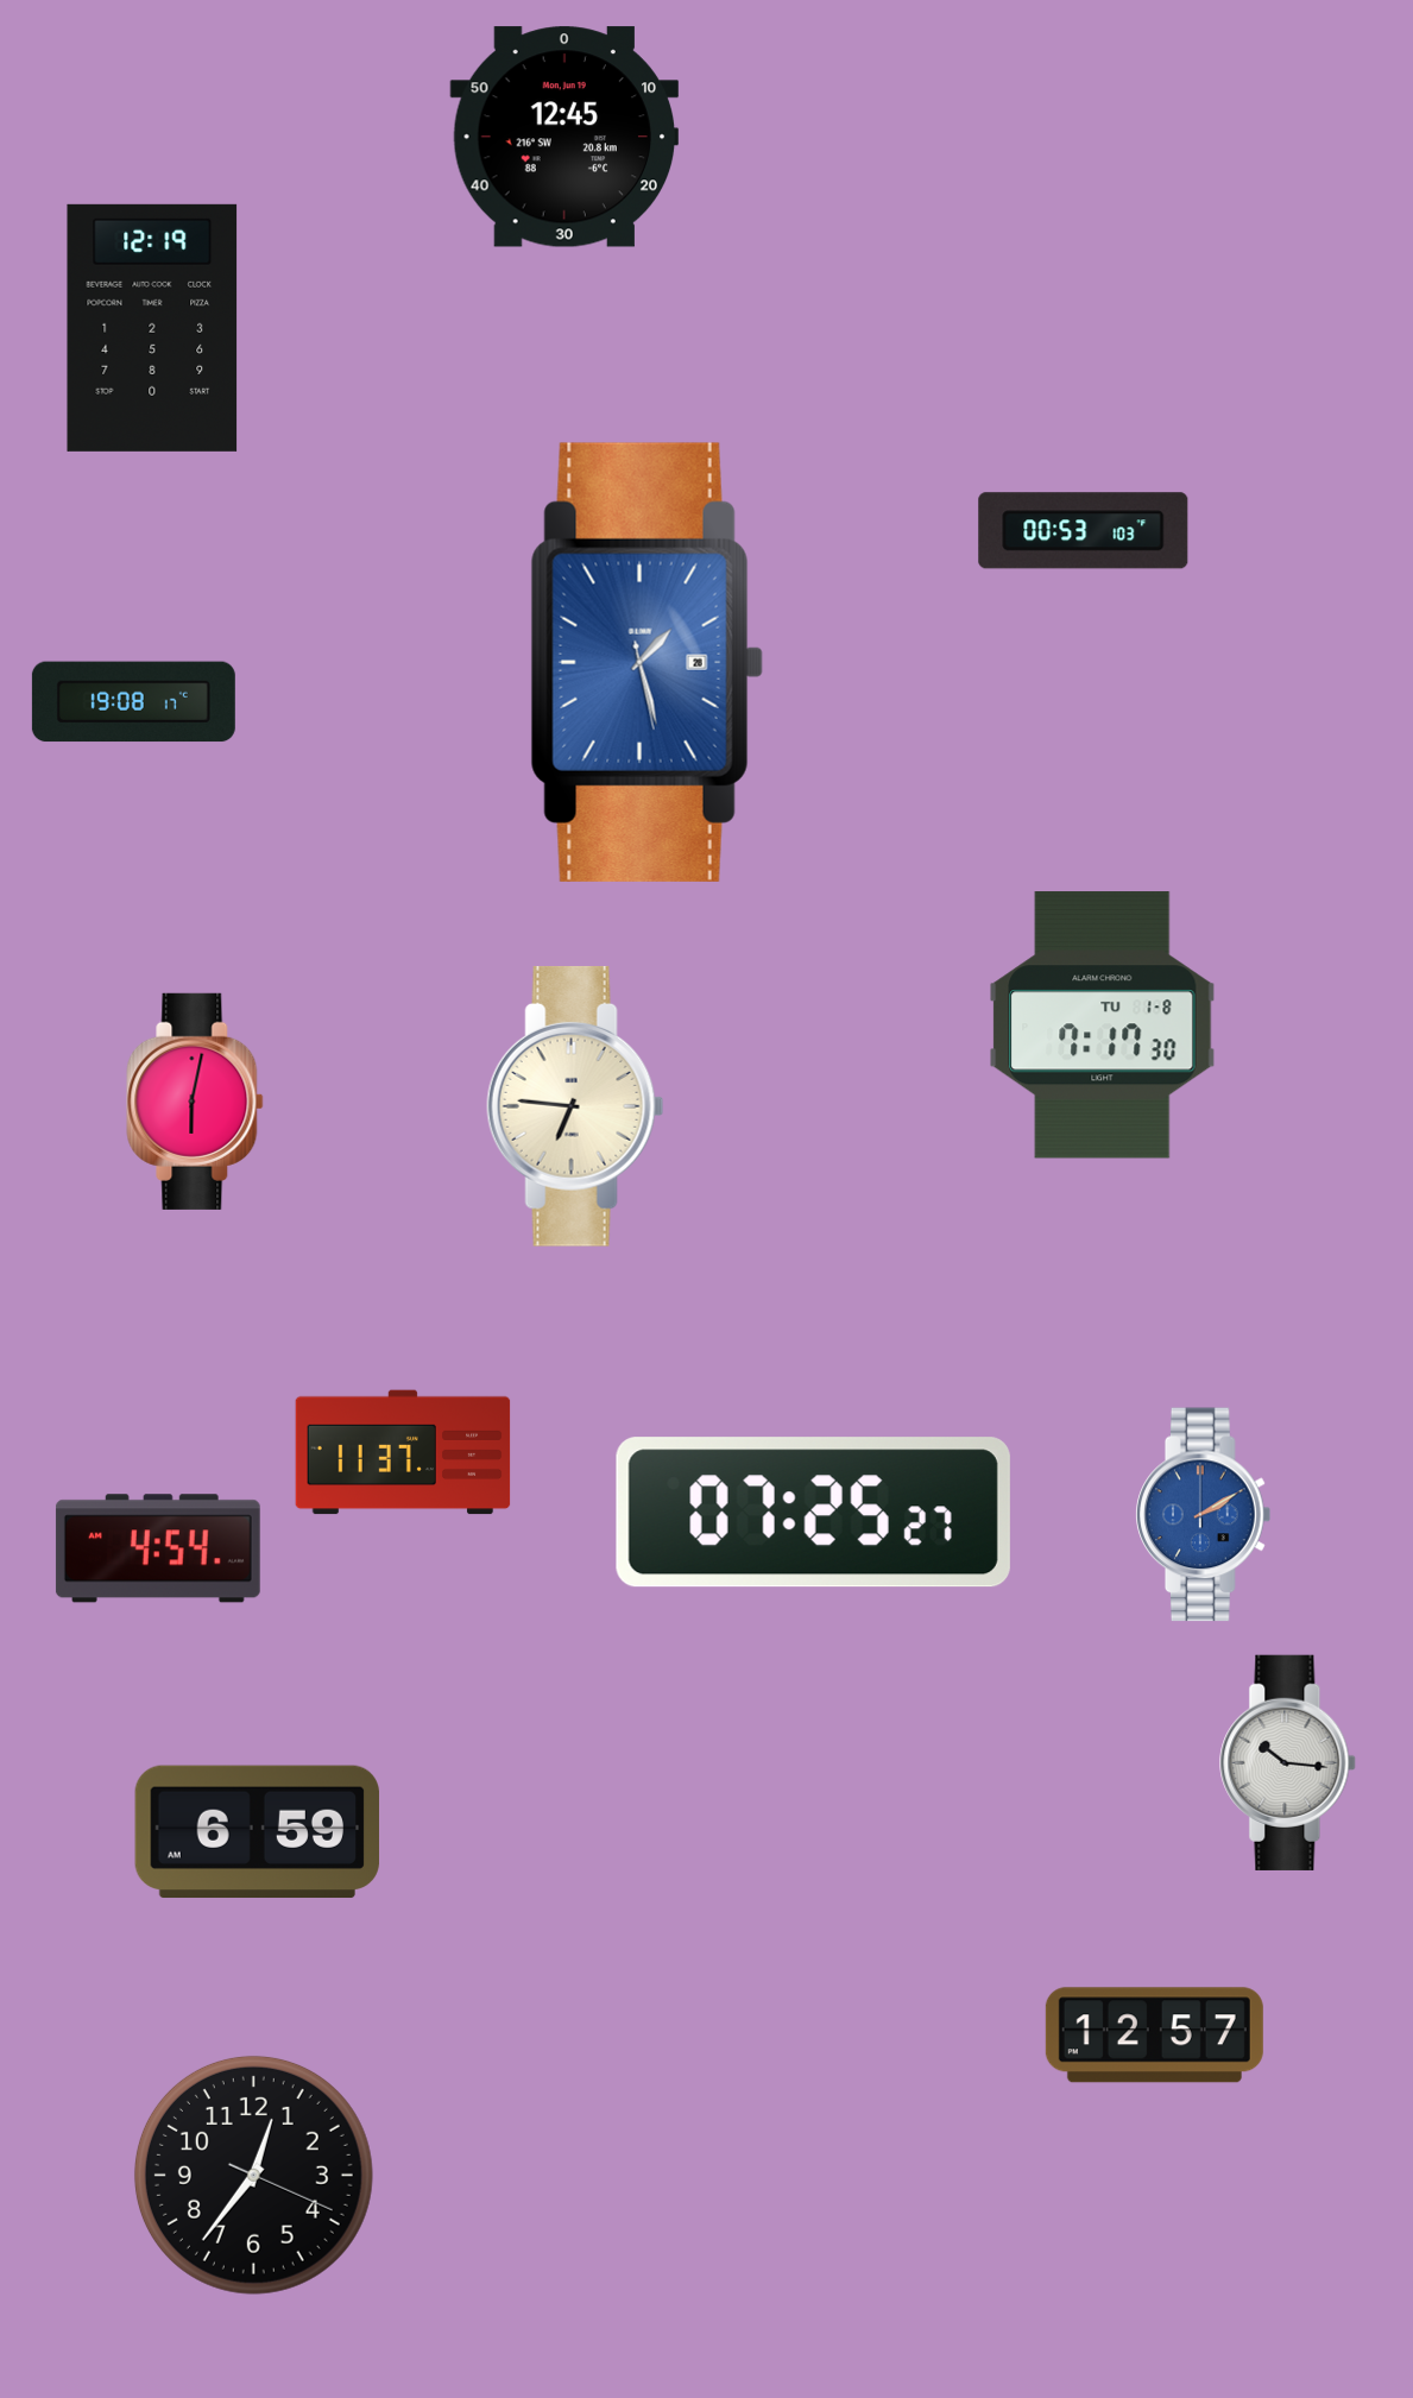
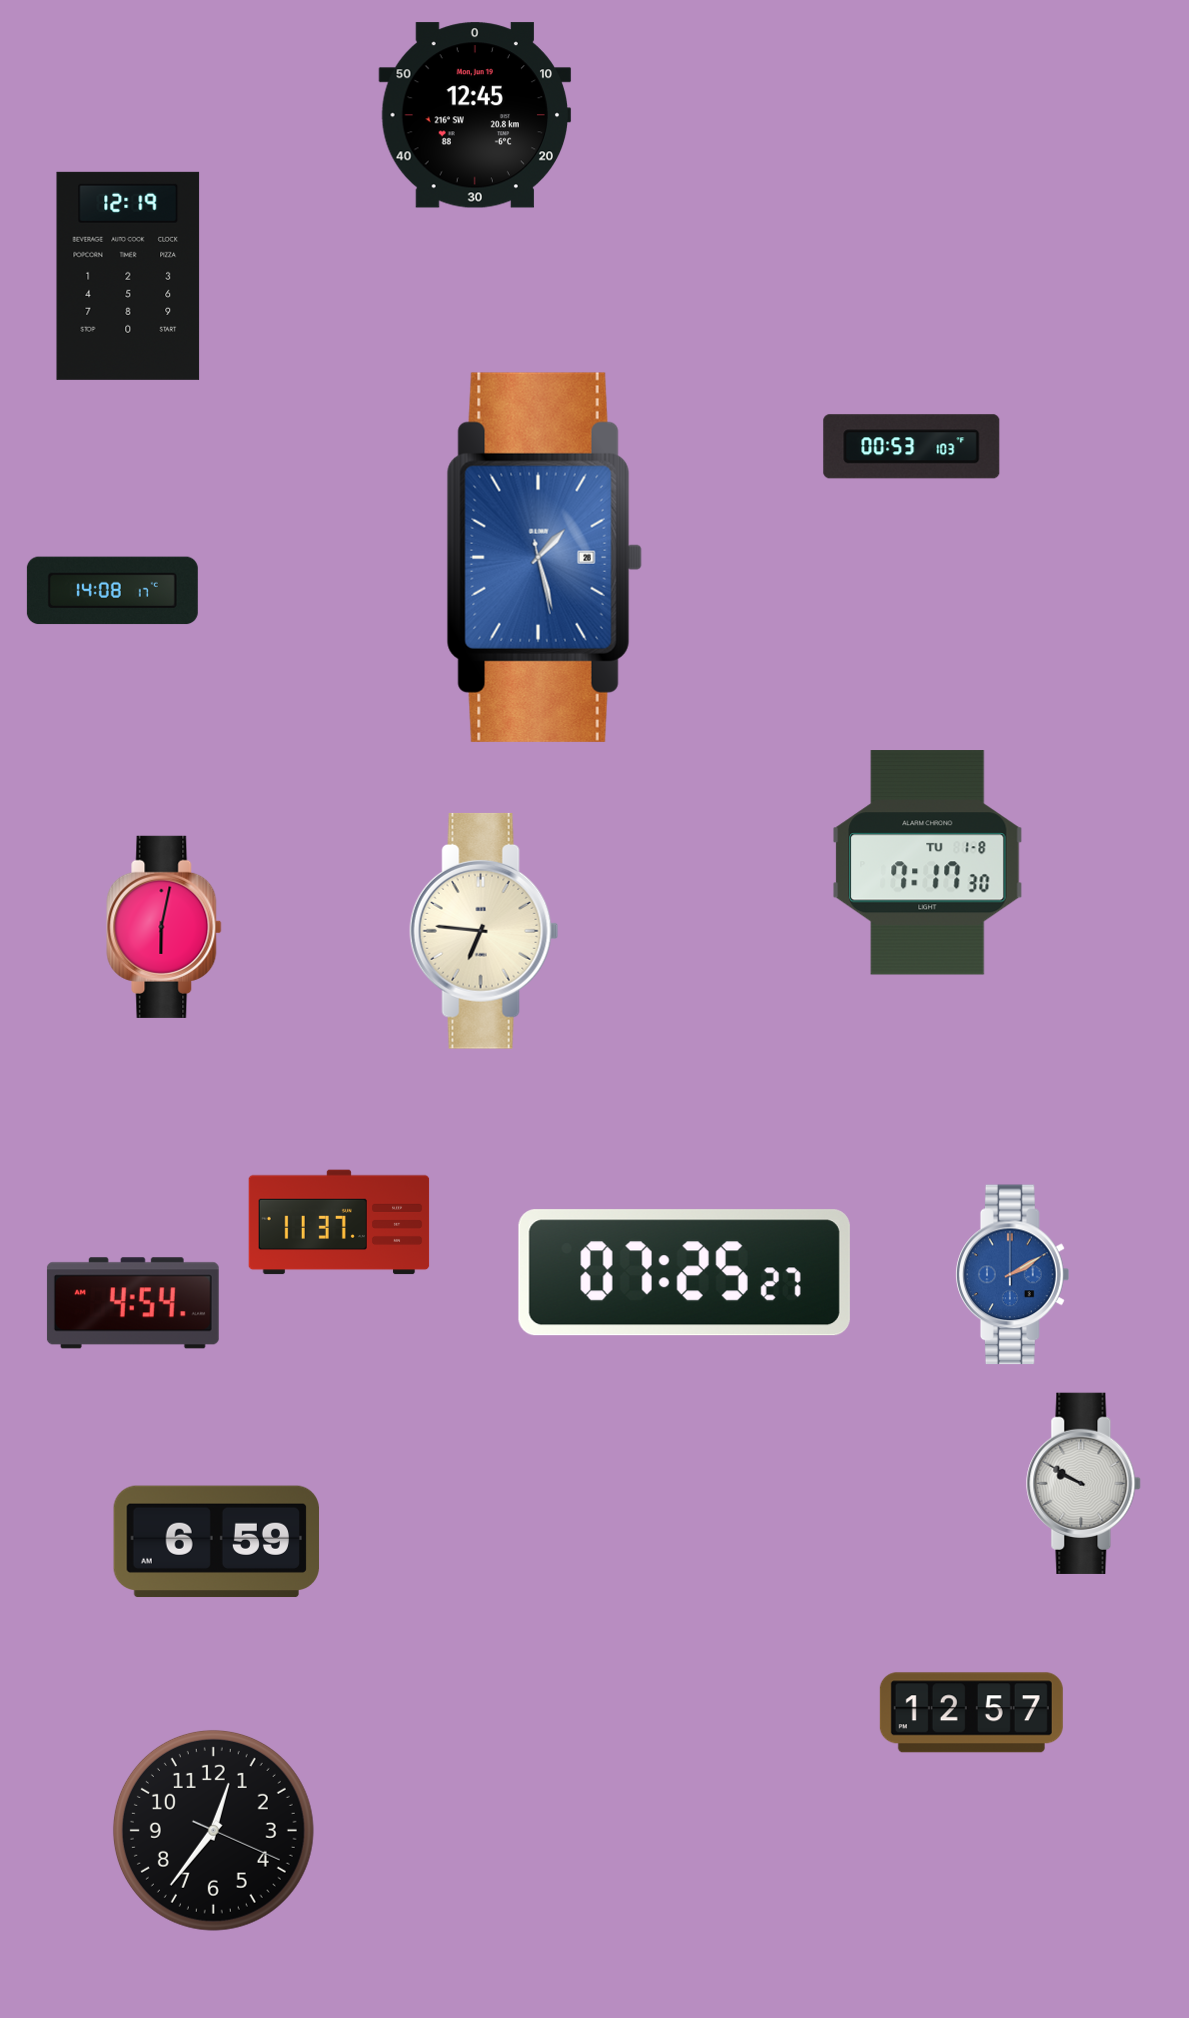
clock at (133, 702): 19:08 -> 14:08
clock at (1288, 1762): 10:16 -> 9:50
